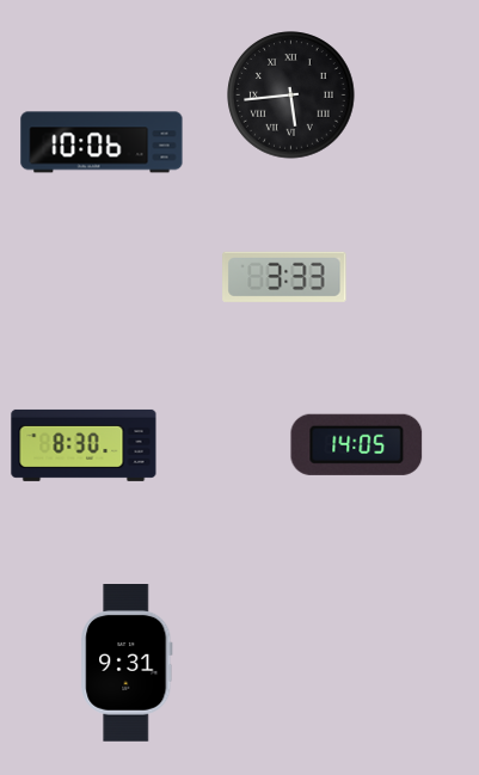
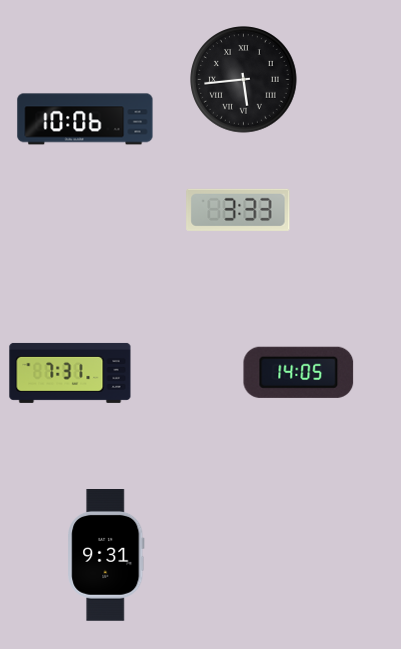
clock at (284, 277) position: (284, 277) -> (238, 210)
clock at (84, 445): 8:30 -> 7:31
